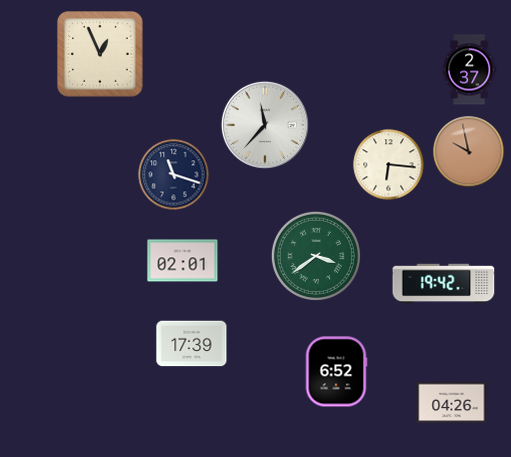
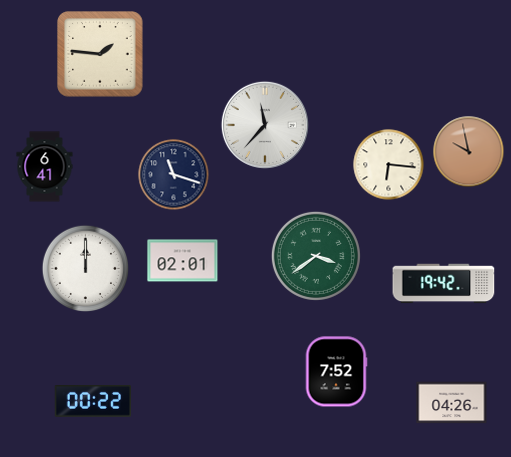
clock at (100, 54): 12:56 -> 1:46
clock at (469, 70): 2:37 -> none
clock at (45, 167): none -> 6:41
clock at (86, 269): none -> 12:00
clock at (192, 344): 17:39 -> none
clock at (336, 372): 6:52 -> 7:52
clock at (93, 402): none -> 00:22
